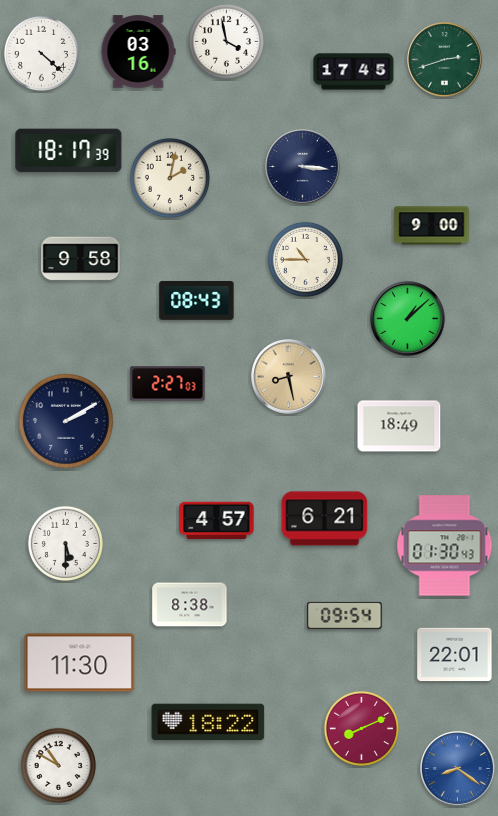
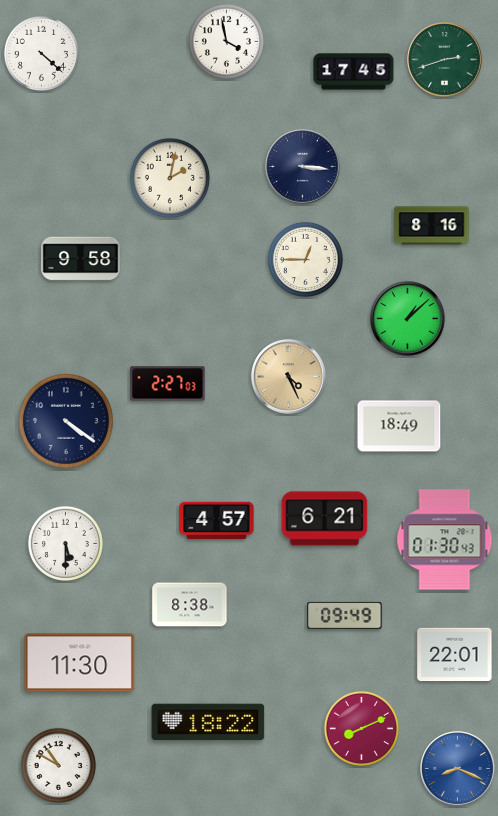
clock at (138, 52): 03:16 -> none
clock at (69, 151): 18:17 -> none
clock at (432, 226): 9:00 -> 8:16
clock at (305, 259): 10:45 -> 12:45
clock at (197, 301): 08:43 -> none
clock at (289, 377): 8:28 -> 4:26
clock at (66, 421): 2:10 -> 4:21
clock at (445, 546) position: (445, 546) -> (445, 540)
clock at (345, 615): 09:54 -> 09:49
clock at (458, 769): 8:21 -> 8:19
